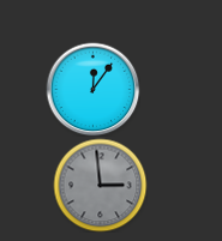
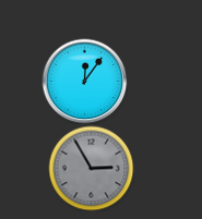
clock at (100, 185): 2:59 -> 2:55
